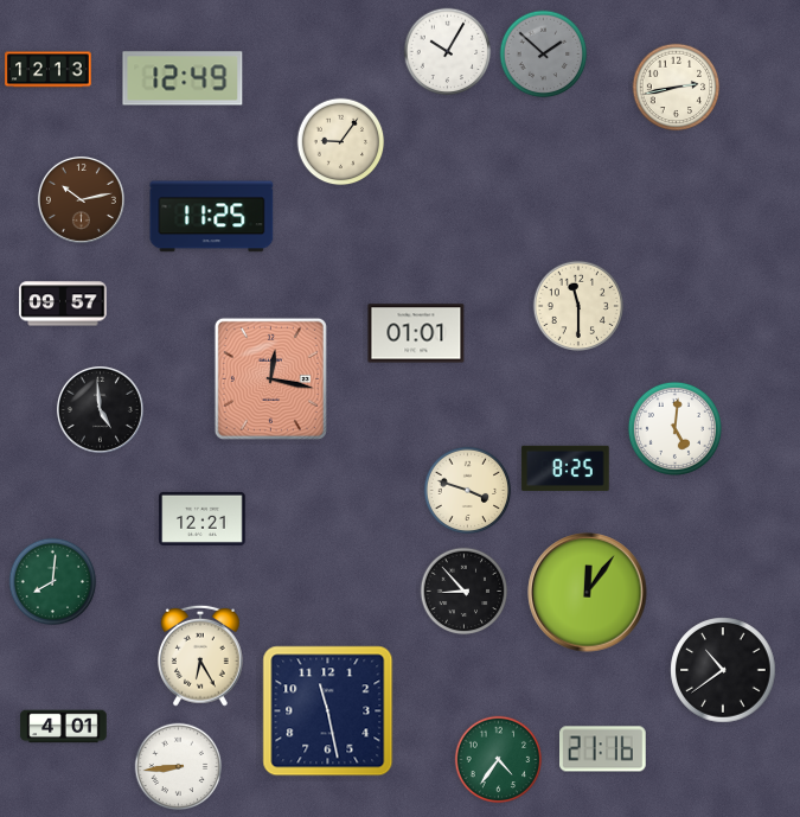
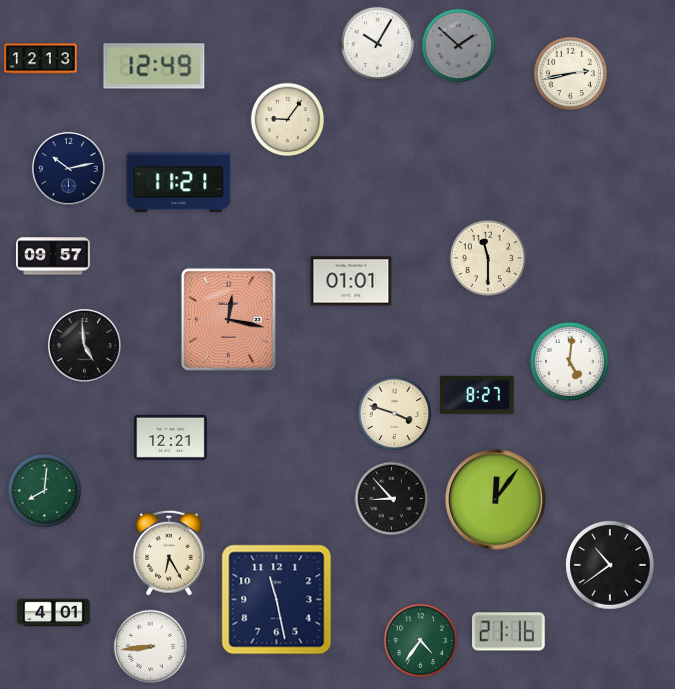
clock at (81, 199) dial: brown -> navy
clock at (212, 217): 11:25 -> 11:21
clock at (565, 468): 8:25 -> 8:27
